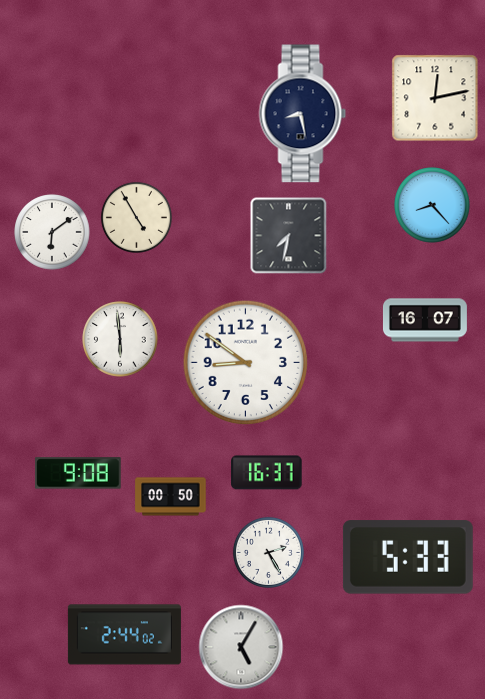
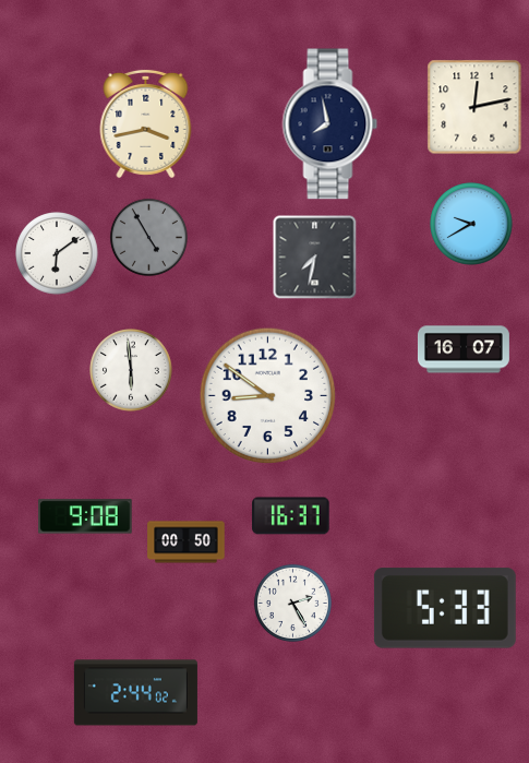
clock at (146, 123): none -> 3:43
clock at (303, 114): 8:28 -> 7:58
clock at (432, 205): 8:23 -> 9:40
clock at (136, 217) dial: cream -> grey
clock at (241, 647): 5:05 -> none
